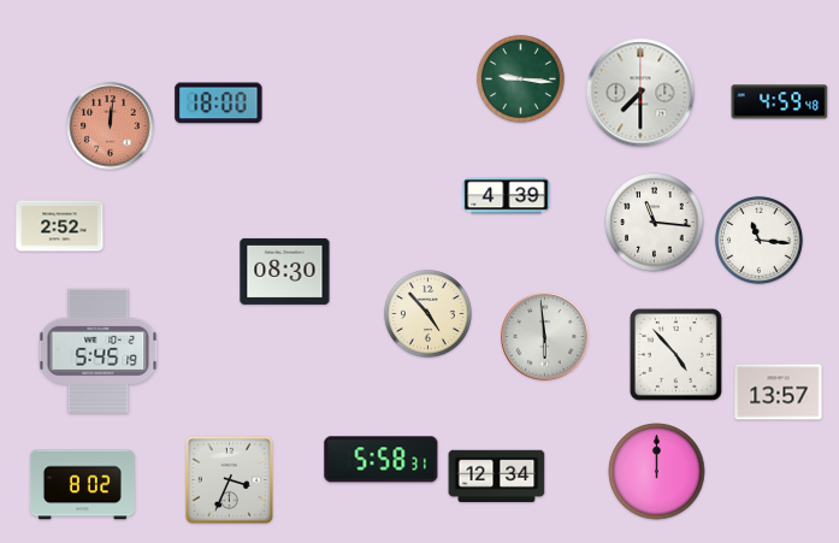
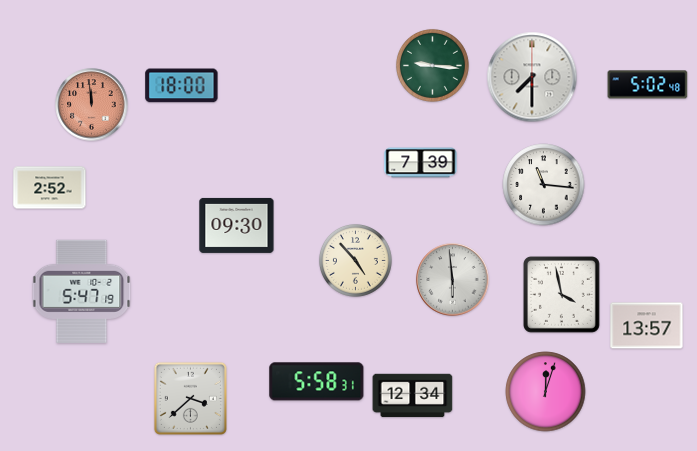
clock at (780, 102): 4:59 -> 5:02
clock at (111, 126): 12:01 -> 11:59
clock at (507, 196): 4:39 -> 7:39
clock at (758, 240): 11:16 -> none
clock at (285, 271): 08:30 -> 09:30
clock at (99, 350): 5:45 -> 5:47
clock at (675, 354): 4:53 -> 3:58
clock at (657, 472): 12:00 -> 12:03
clock at (229, 479): 3:34 -> 3:38
clock at (82, 485): 8:02 -> none
